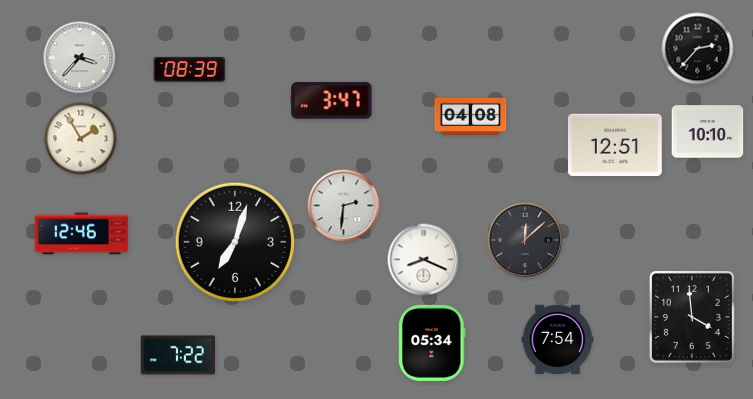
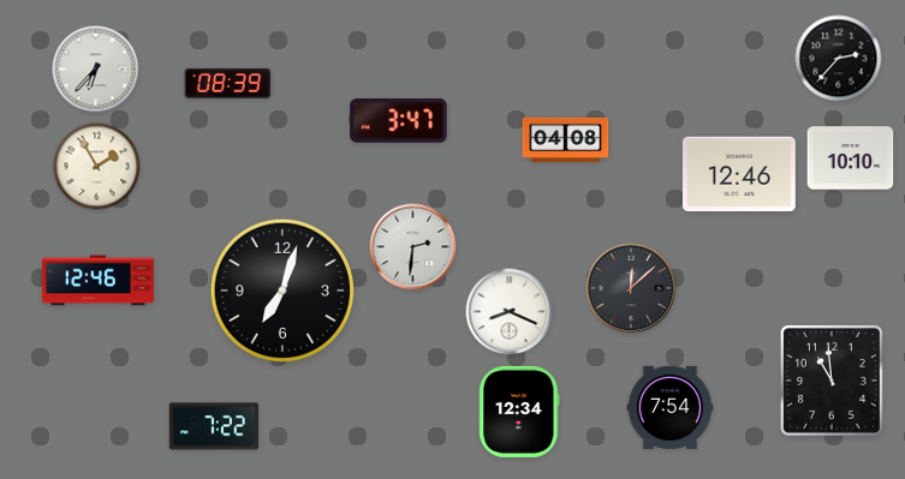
clock at (80, 58): 3:37 -> 6:37
clock at (615, 144): 12:51 -> 12:46
clock at (692, 317): 3:59 -> 10:59
clock at (432, 343): 05:34 -> 12:34
